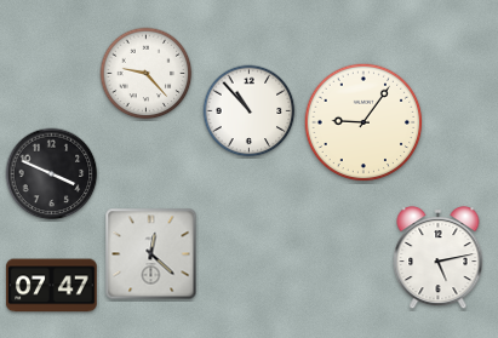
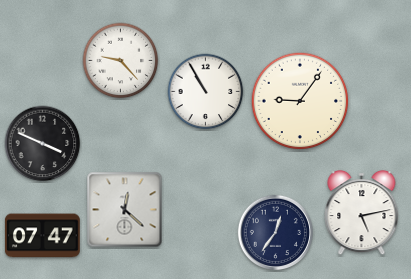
clock at (250, 111): 10:53 -> 10:55
clock at (275, 232): none -> 12:36
